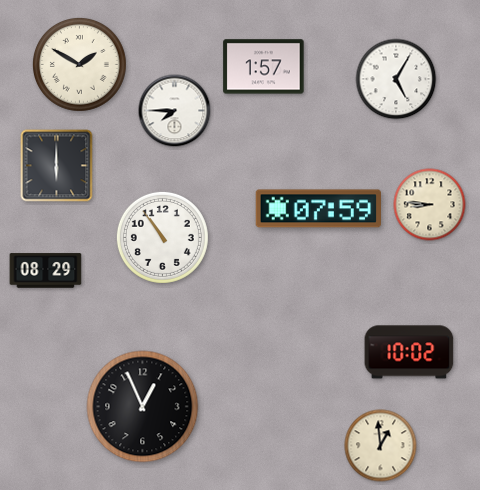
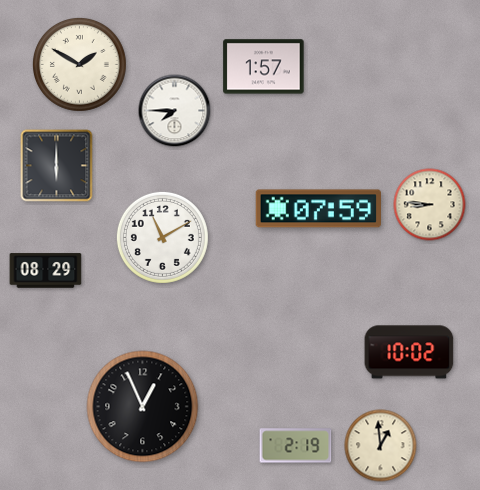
clock at (396, 79): 5:05 -> none
clock at (162, 237): 10:54 -> 11:10
clock at (296, 446): none -> 2:19
